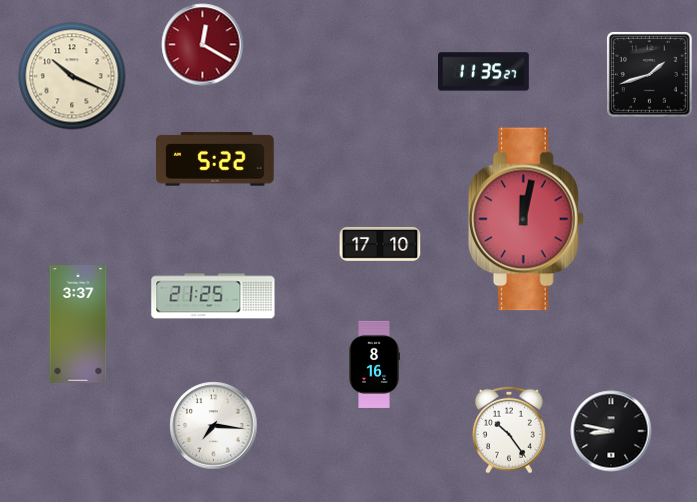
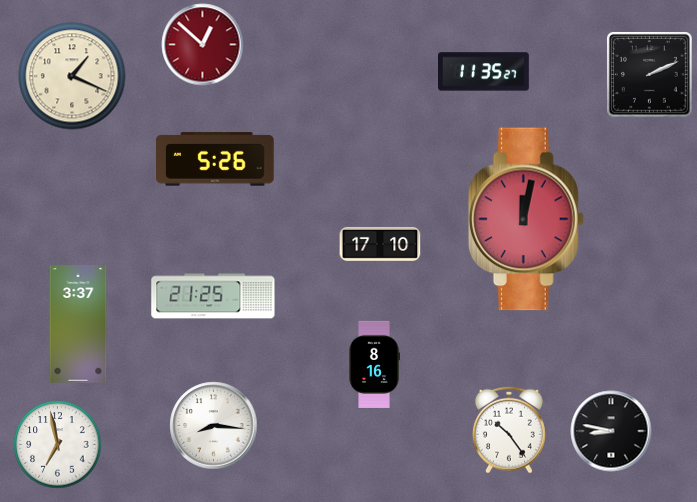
clock at (203, 45): 12:20 -> 12:52
clock at (650, 75): 1:42 -> 2:11
clock at (72, 76): 10:19 -> 1:19
clock at (215, 159): 5:22 -> 5:26
clock at (214, 426): 7:16 -> 8:16
clock at (58, 445): none -> 6:58
